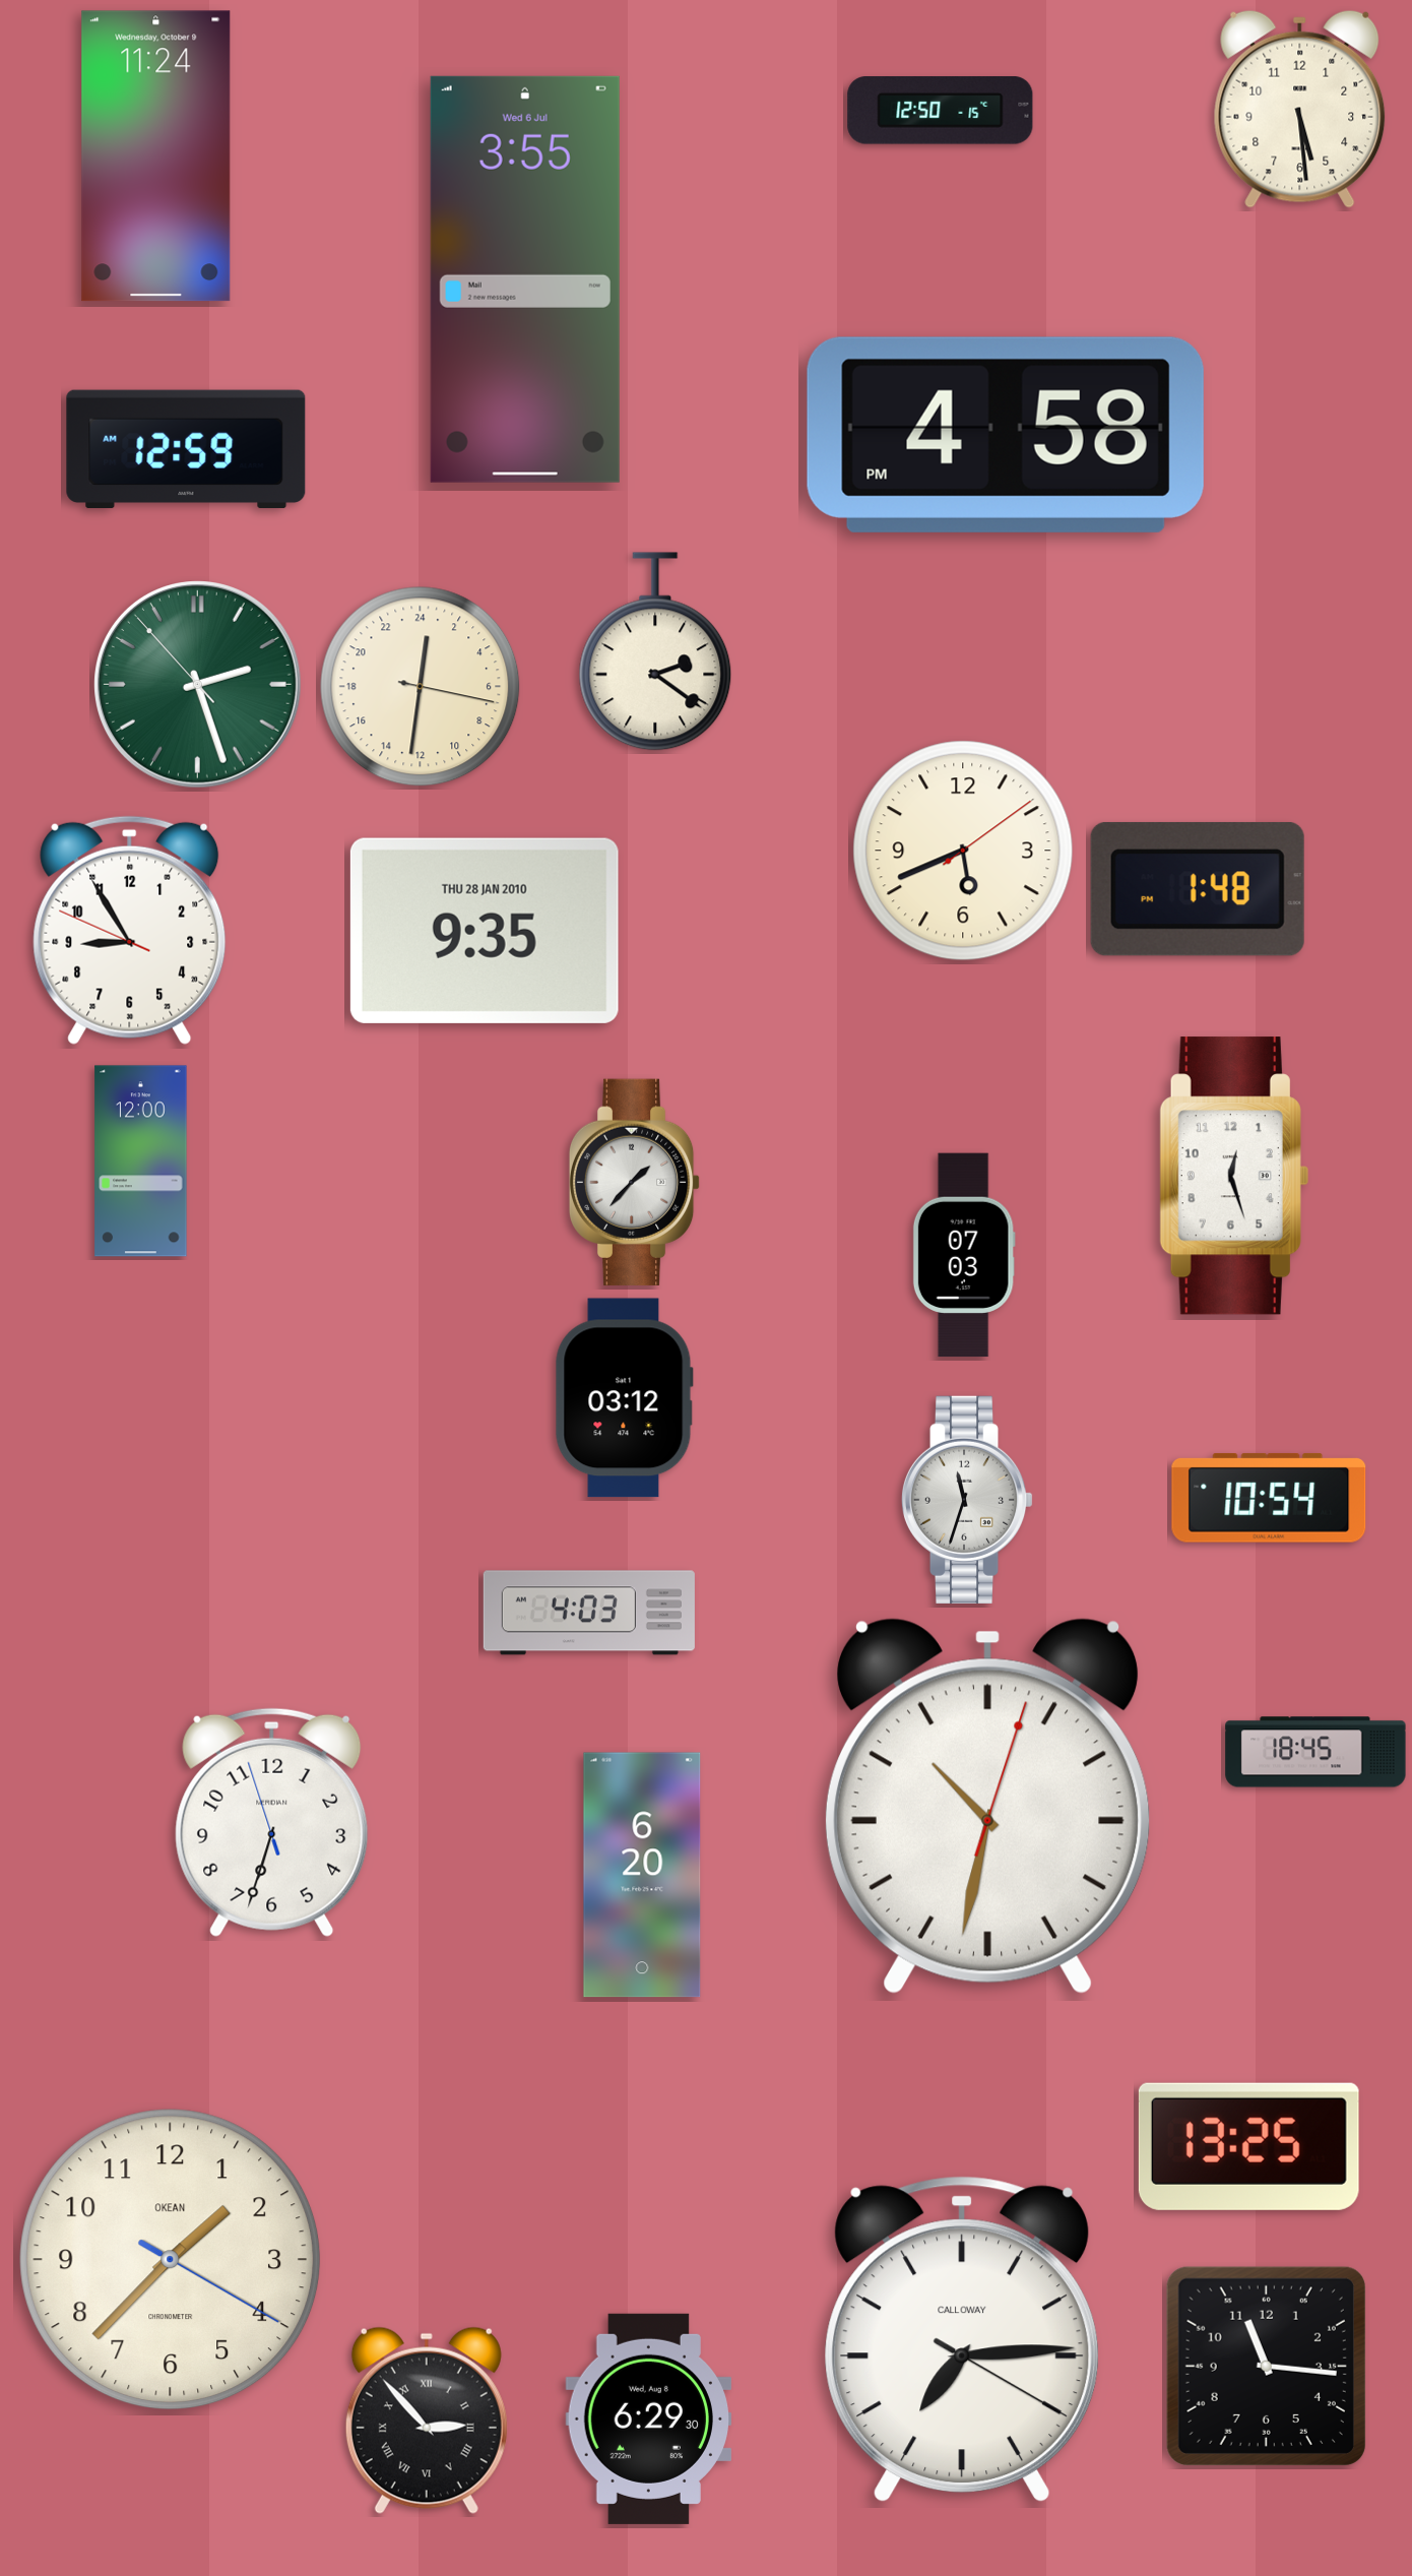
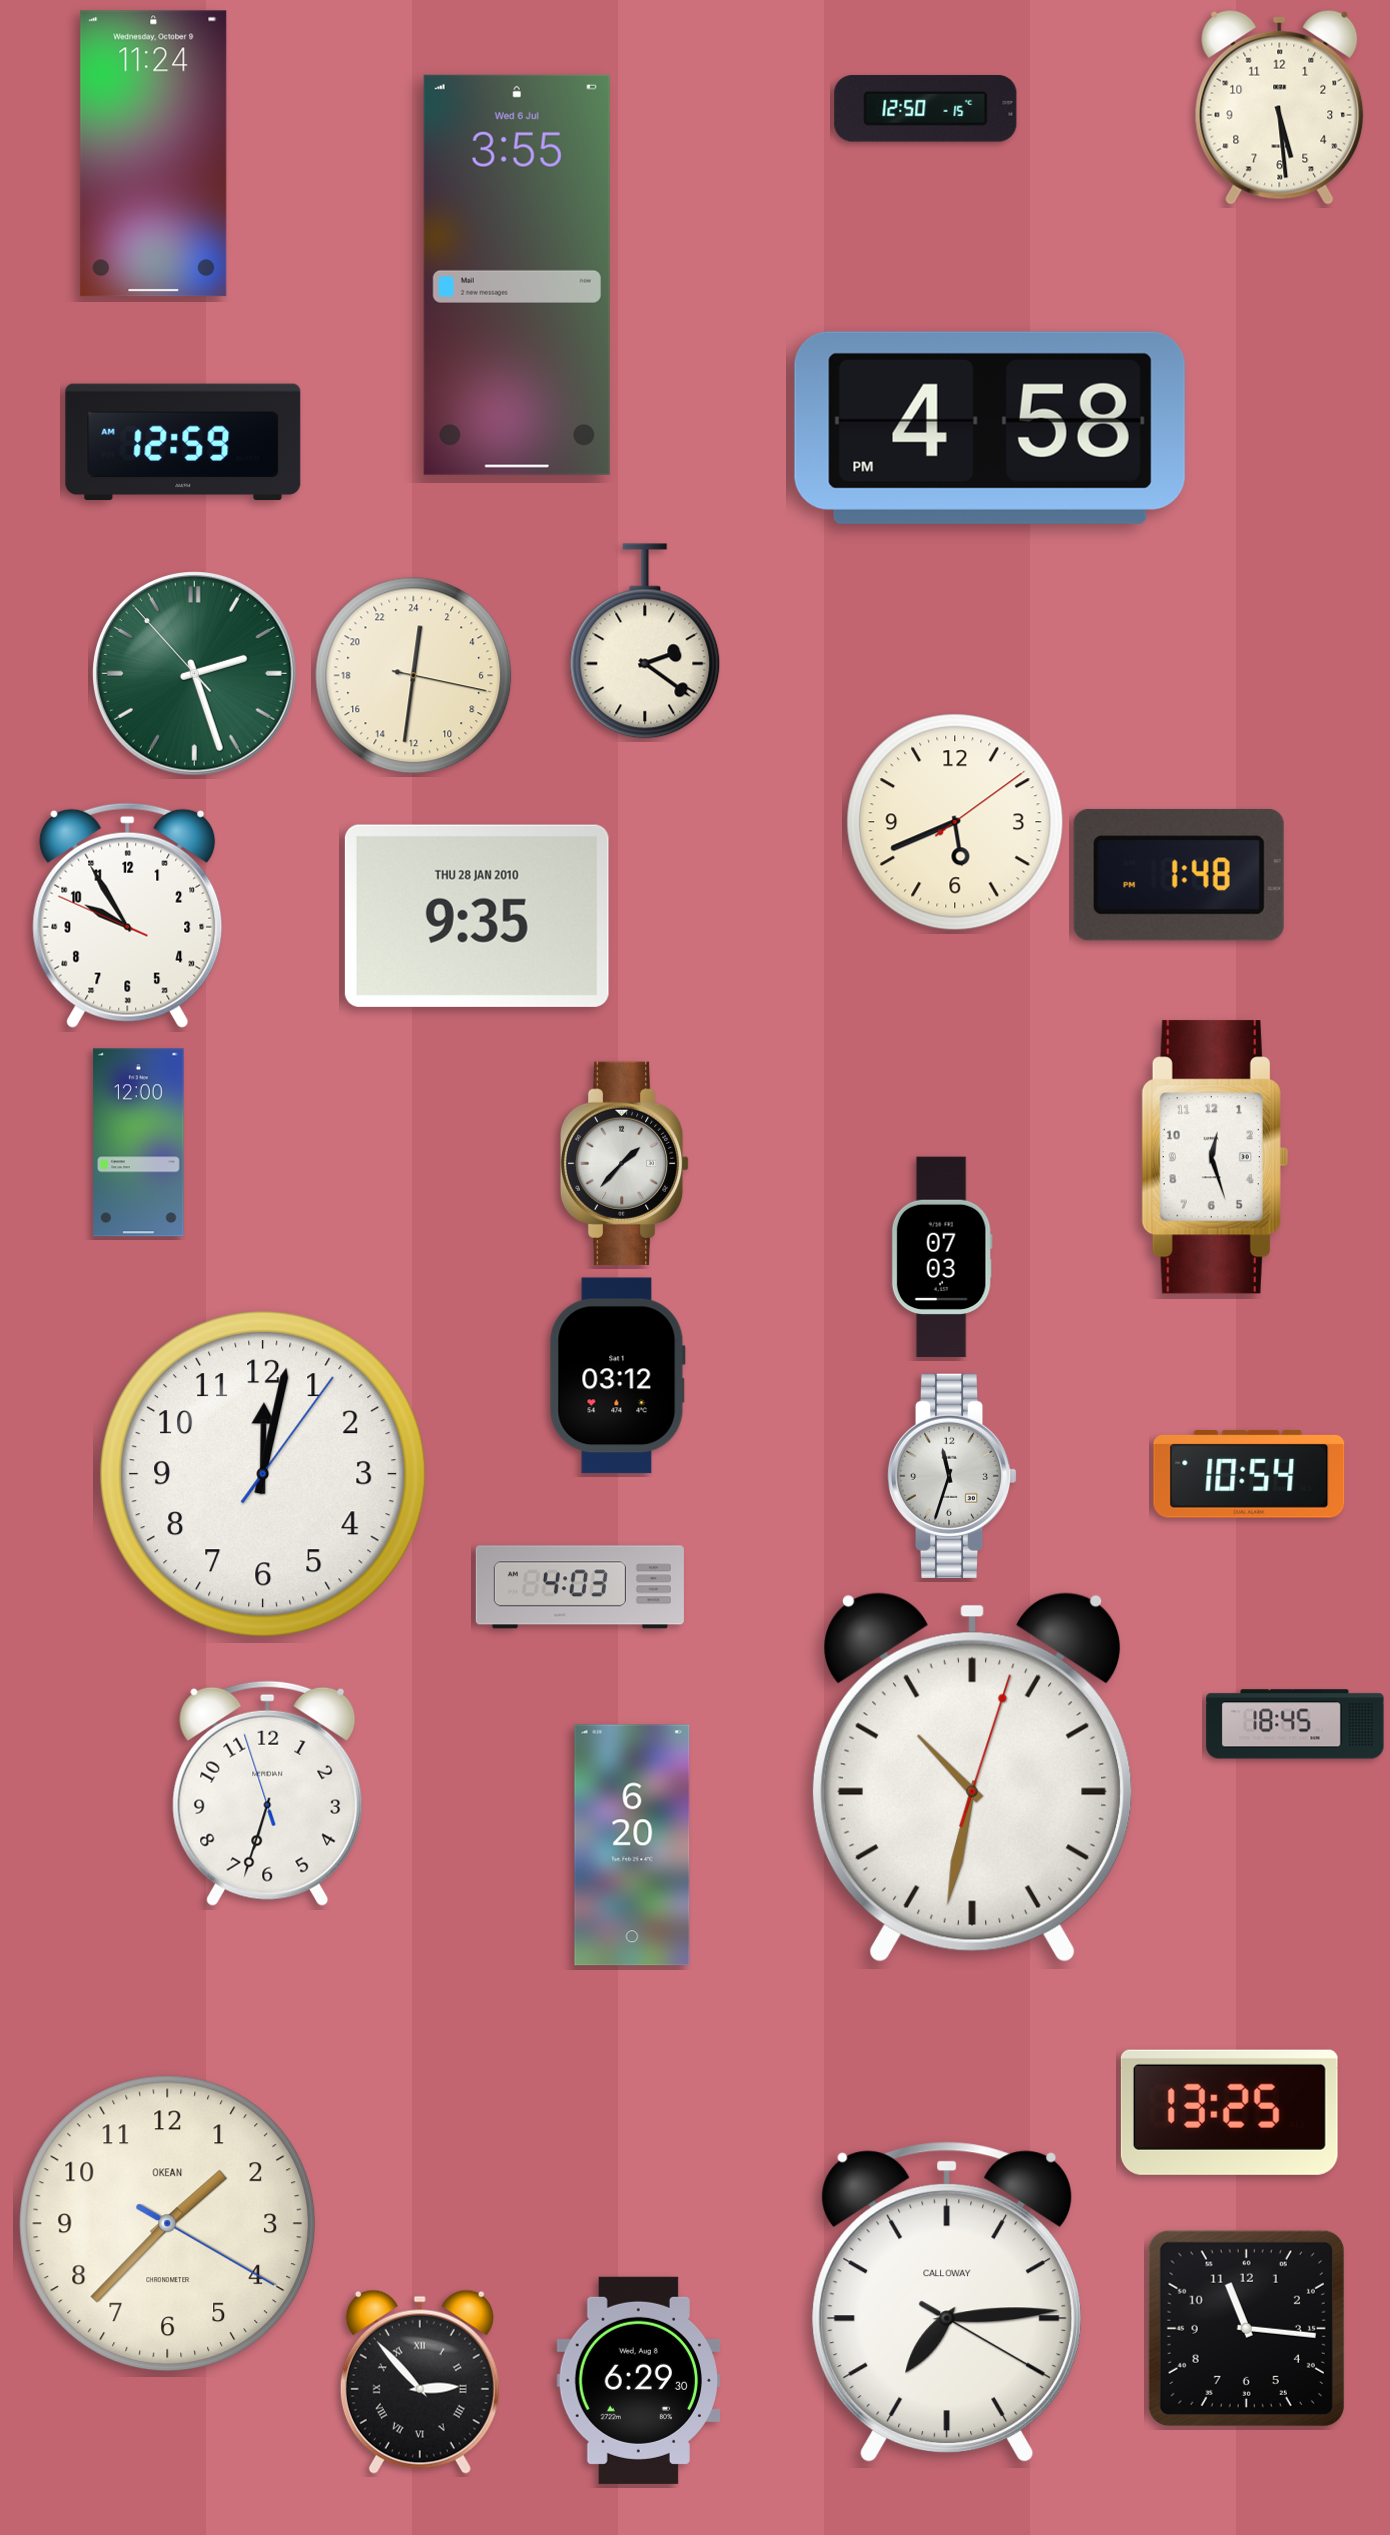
clock at (963, 851) position: (963, 851) -> (955, 822)
clock at (130, 930): 8:54 -> 9:54
clock at (964, 1255) position: (964, 1255) -> (942, 1257)
clock at (624, 1398) position: (624, 1398) -> (617, 1376)
clock at (263, 1474): none -> 12:02
